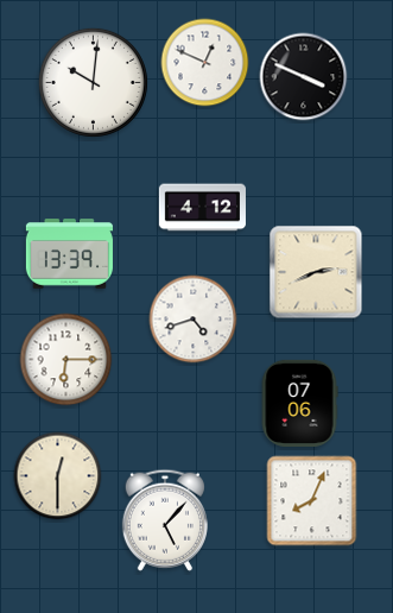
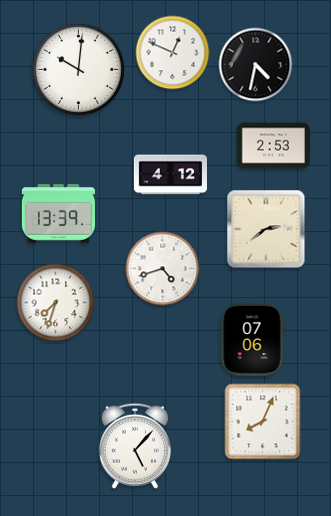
clock at (304, 77): 3:49 -> 4:32
clock at (273, 146): none -> 2:53
clock at (316, 272): 2:41 -> 2:39
clock at (66, 360): 6:15 -> 7:33
clock at (58, 476): 12:30 -> none
clock at (165, 520) position: (165, 520) -> (135, 446)
